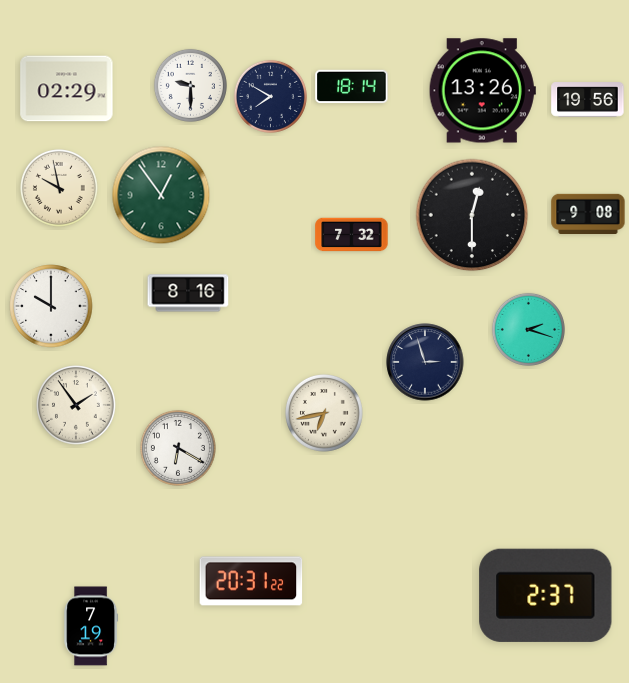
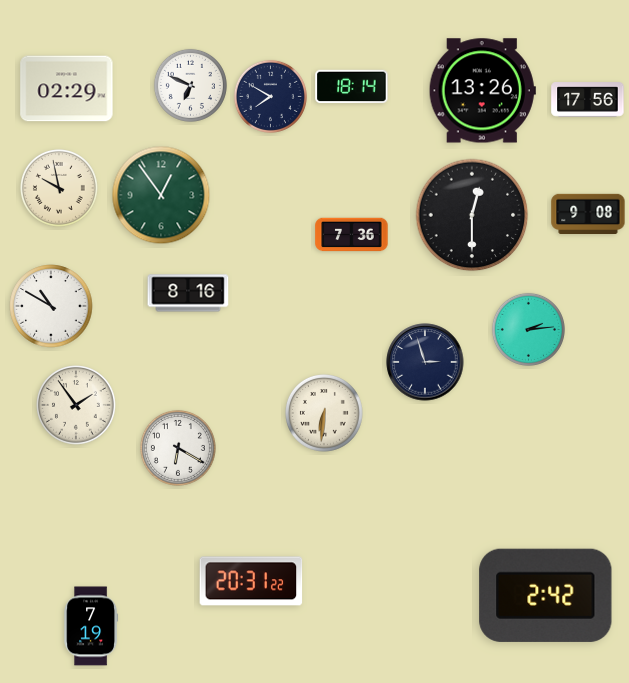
clock at (190, 85): 9:30 -> 6:49
clock at (588, 100): 19:56 -> 17:56
clock at (352, 235): 7:32 -> 7:36
clock at (51, 306): 10:00 -> 10:50
clock at (528, 329): 2:18 -> 2:14
clock at (325, 414): 6:43 -> 6:31
clock at (546, 595): 2:37 -> 2:42
